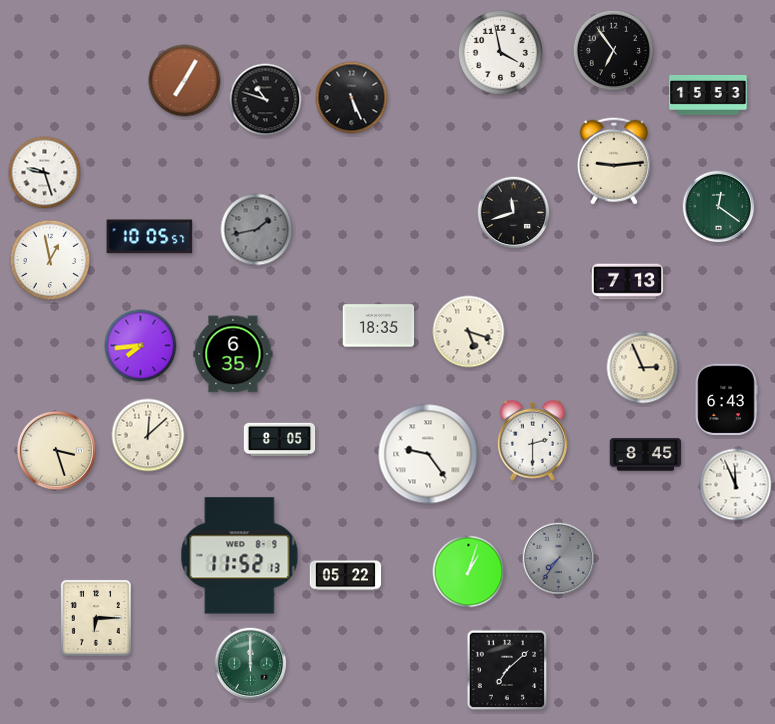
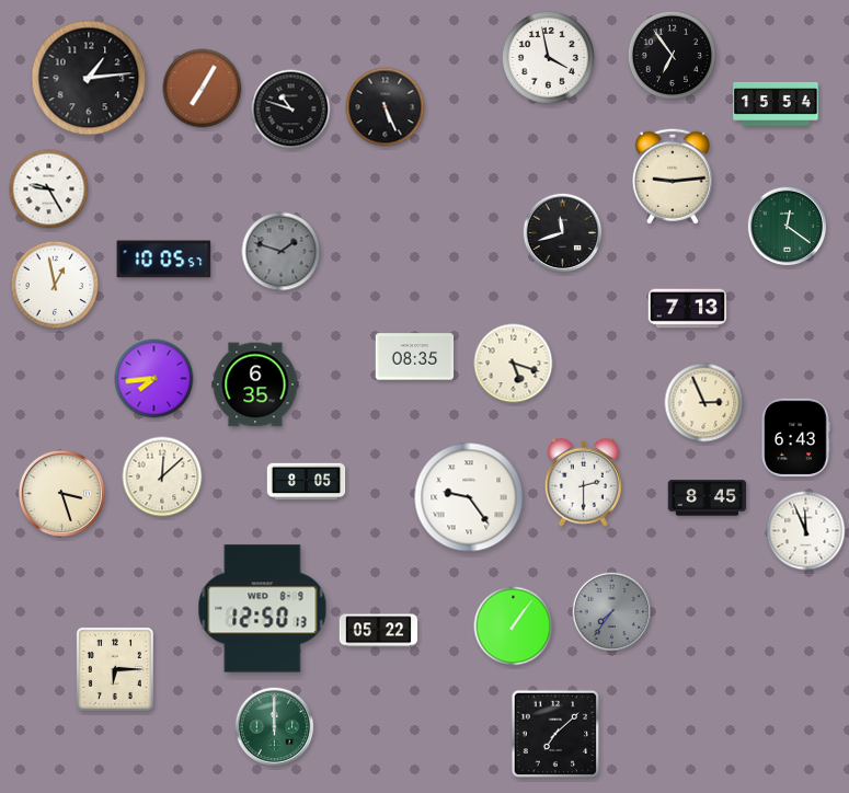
clock at (89, 78): none -> 1:14
clock at (708, 95): 15:53 -> 15:54
clock at (45, 173): 9:27 -> 9:25
clock at (257, 230): 1:43 -> 1:48
clock at (379, 326): 18:35 -> 08:35
clock at (233, 354) position: (233, 354) -> (255, 384)
clock at (240, 556): 11:52 -> 12:50
clock at (469, 572): 1:03 -> 1:06
clock at (96, 618) position: (96, 618) -> (115, 669)
